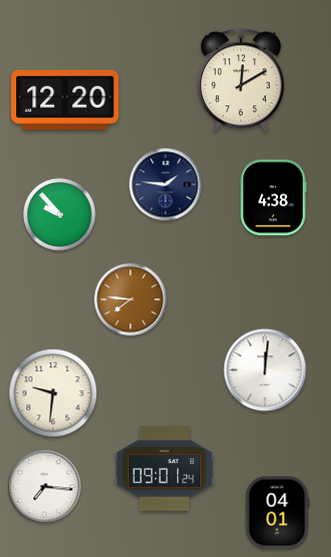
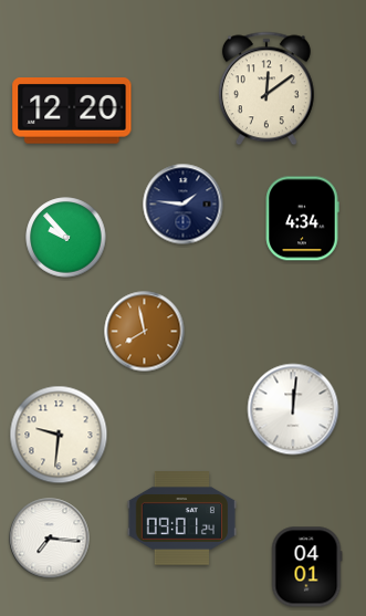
clock at (241, 80): 12:10 -> 12:09
clock at (273, 198): 4:38 -> 4:34
clock at (131, 300): 7:46 -> 7:58
